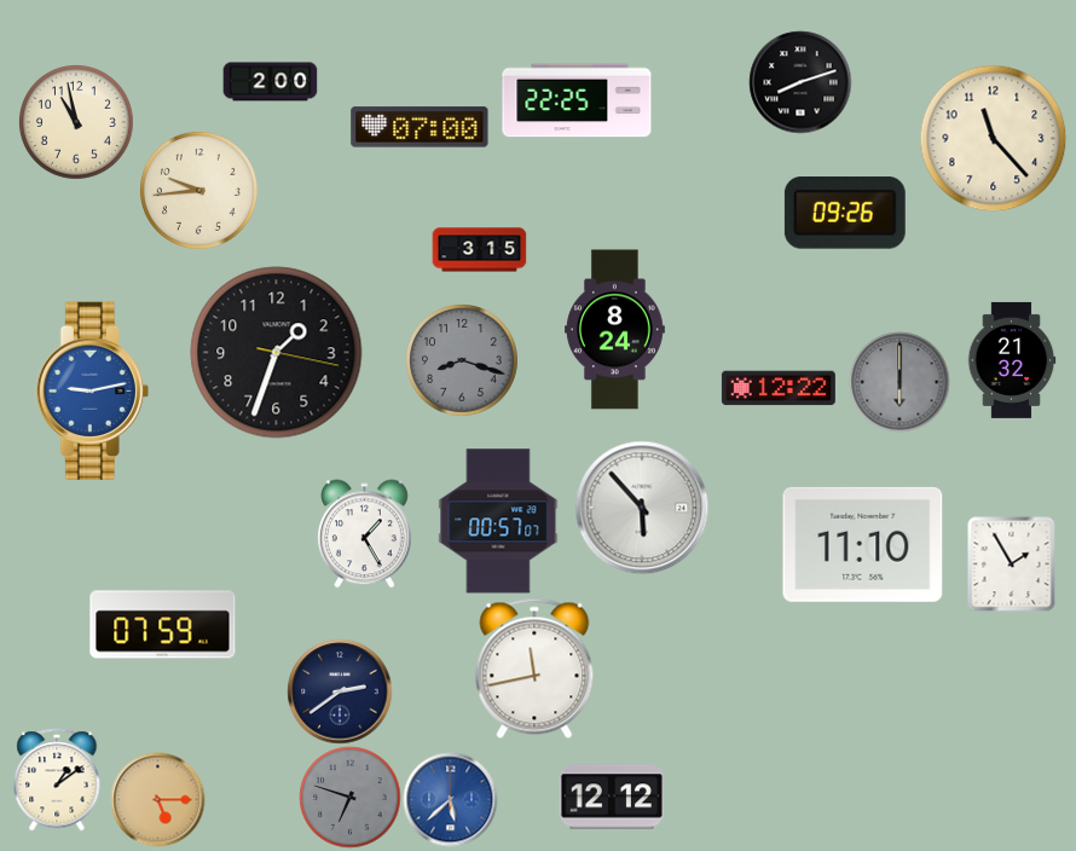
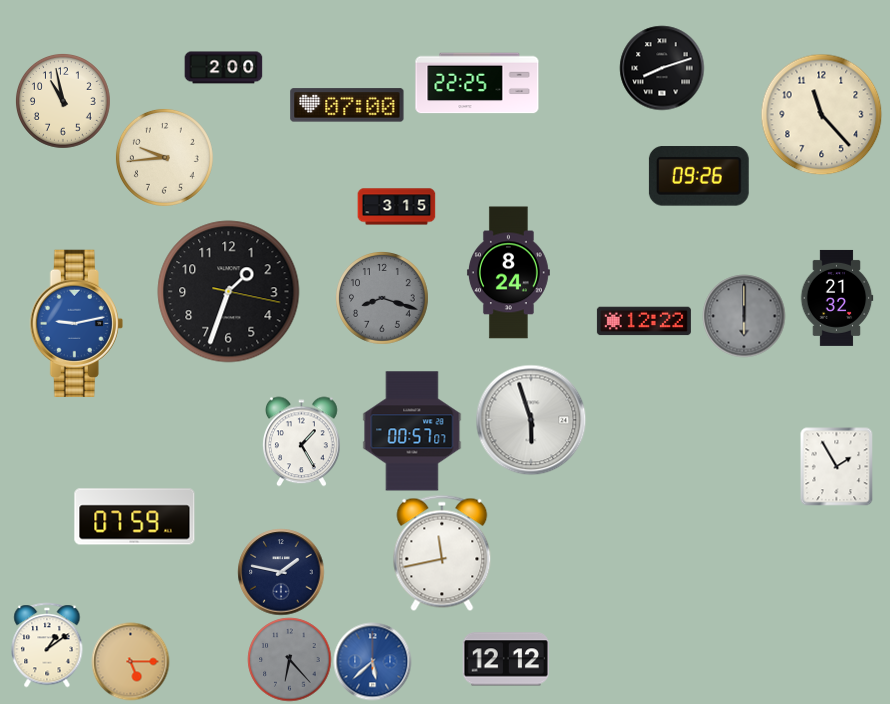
clock at (642, 508): 5:53 -> 5:57
clock at (863, 544): 11:10 -> none
clock at (340, 691): 2:39 -> 1:47
clock at (349, 797): 6:48 -> 6:23
